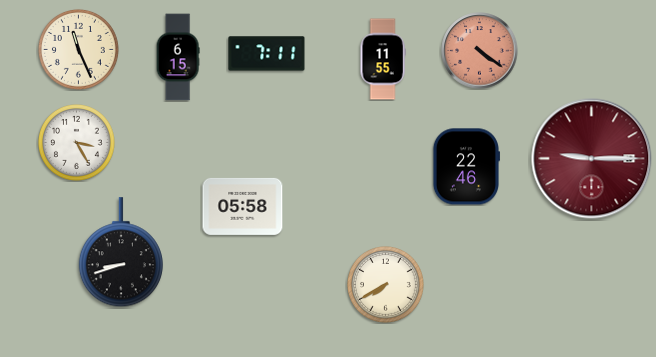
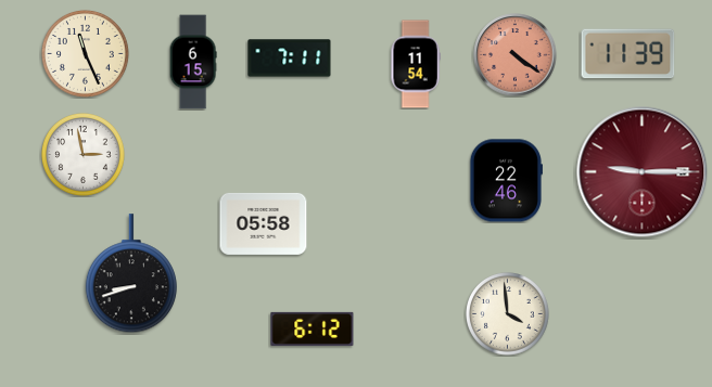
clock at (628, 54): none -> 11:39
clock at (480, 51) position: (480, 51) -> (516, 55)
clock at (383, 59): 11:55 -> 11:54
clock at (77, 143): 3:25 -> 2:58
clock at (386, 285): 7:40 -> none
clock at (508, 314): none -> 3:59
clock at (313, 328): none -> 6:12
